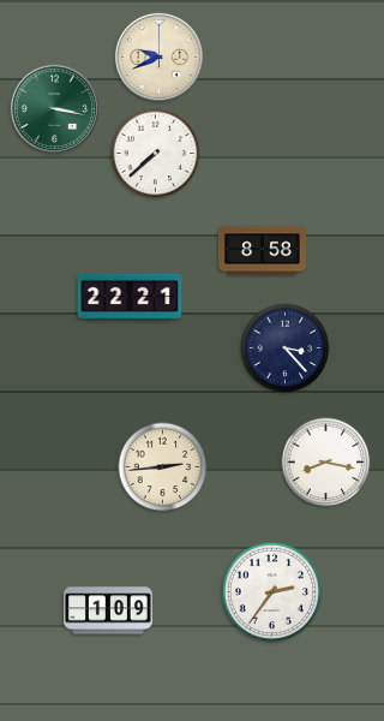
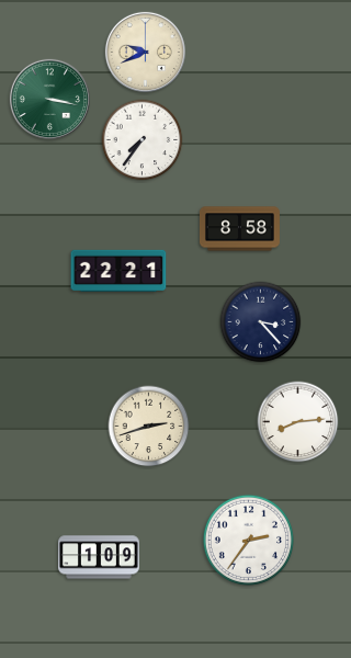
clock at (156, 154): 7:38 -> 7:36
clock at (286, 348) position: (286, 348) -> (261, 322)
clock at (326, 463): 8:17 -> 8:14
clock at (163, 467): 2:44 -> 2:42
